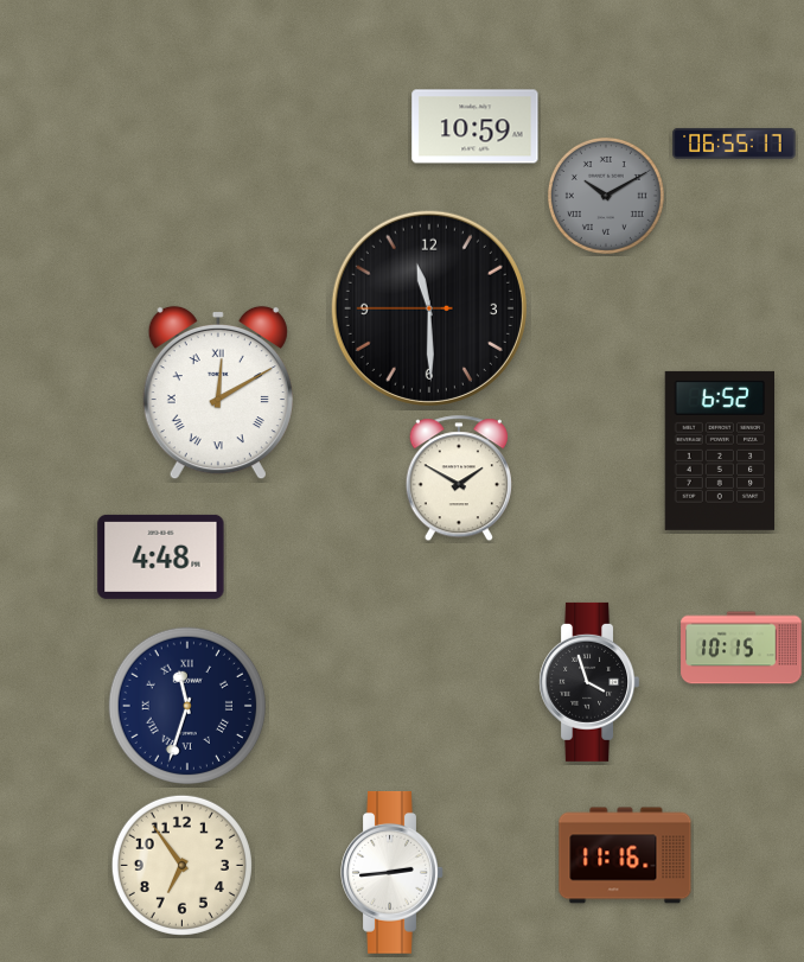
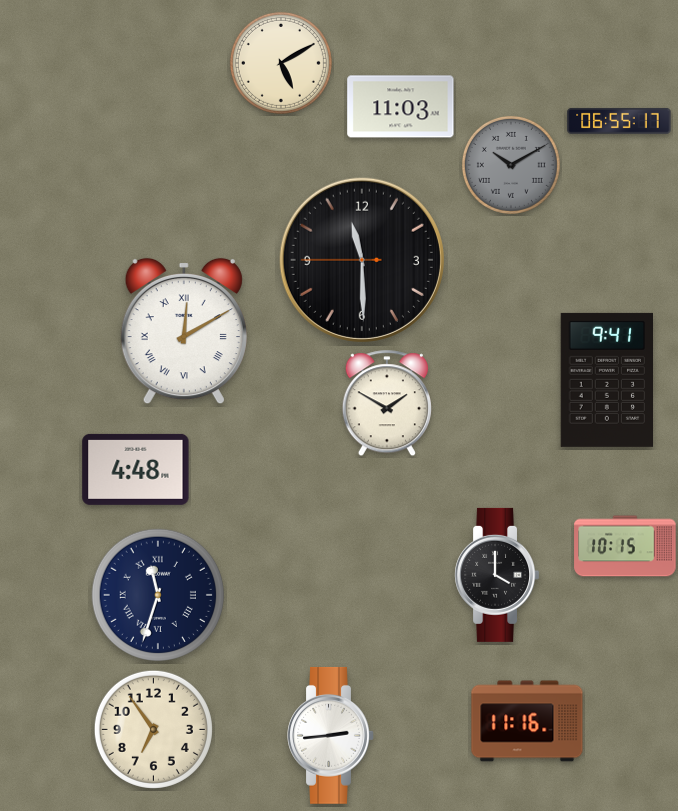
clock at (281, 63): none -> 5:10
clock at (476, 127): 10:59 -> 11:03
clock at (719, 451): 6:52 -> 9:41
clock at (588, 682): 3:57 -> 4:00
